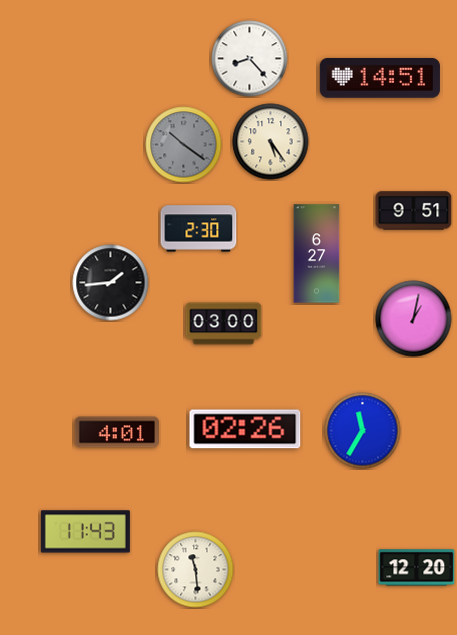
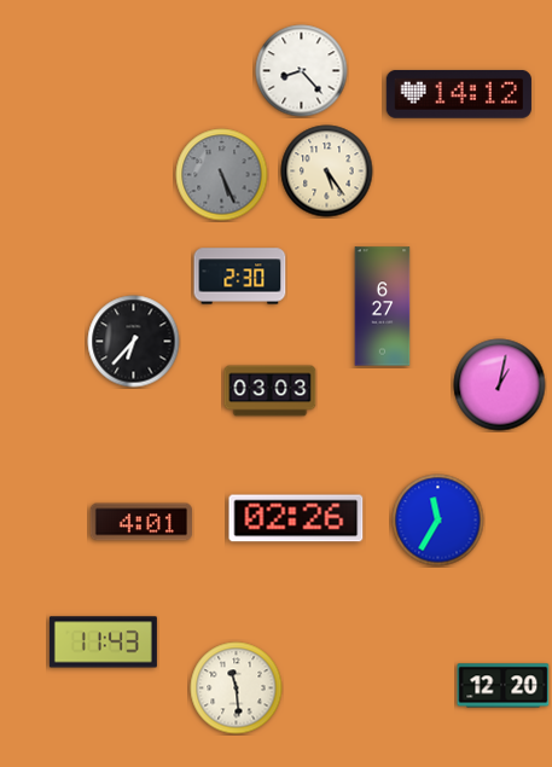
clock at (380, 78): 14:51 -> 14:12
clock at (184, 145): 10:21 -> 5:26
clock at (414, 211): 9:51 -> none
clock at (111, 283): 1:44 -> 6:37
clock at (224, 324): 03:00 -> 03:03
